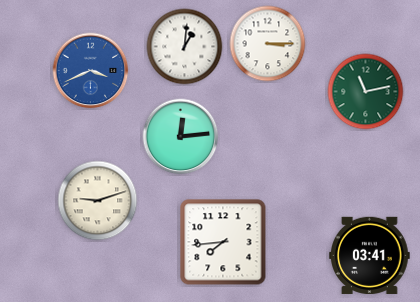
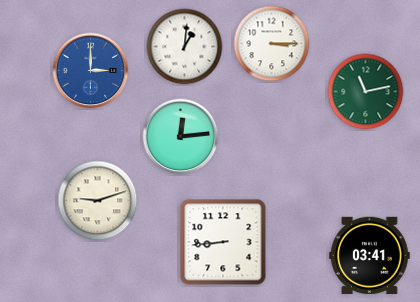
clock at (268, 44) position: (268, 44) -> (272, 44)
clock at (91, 71): 3:41 -> 3:00
clock at (223, 242): 7:44 -> 8:44
